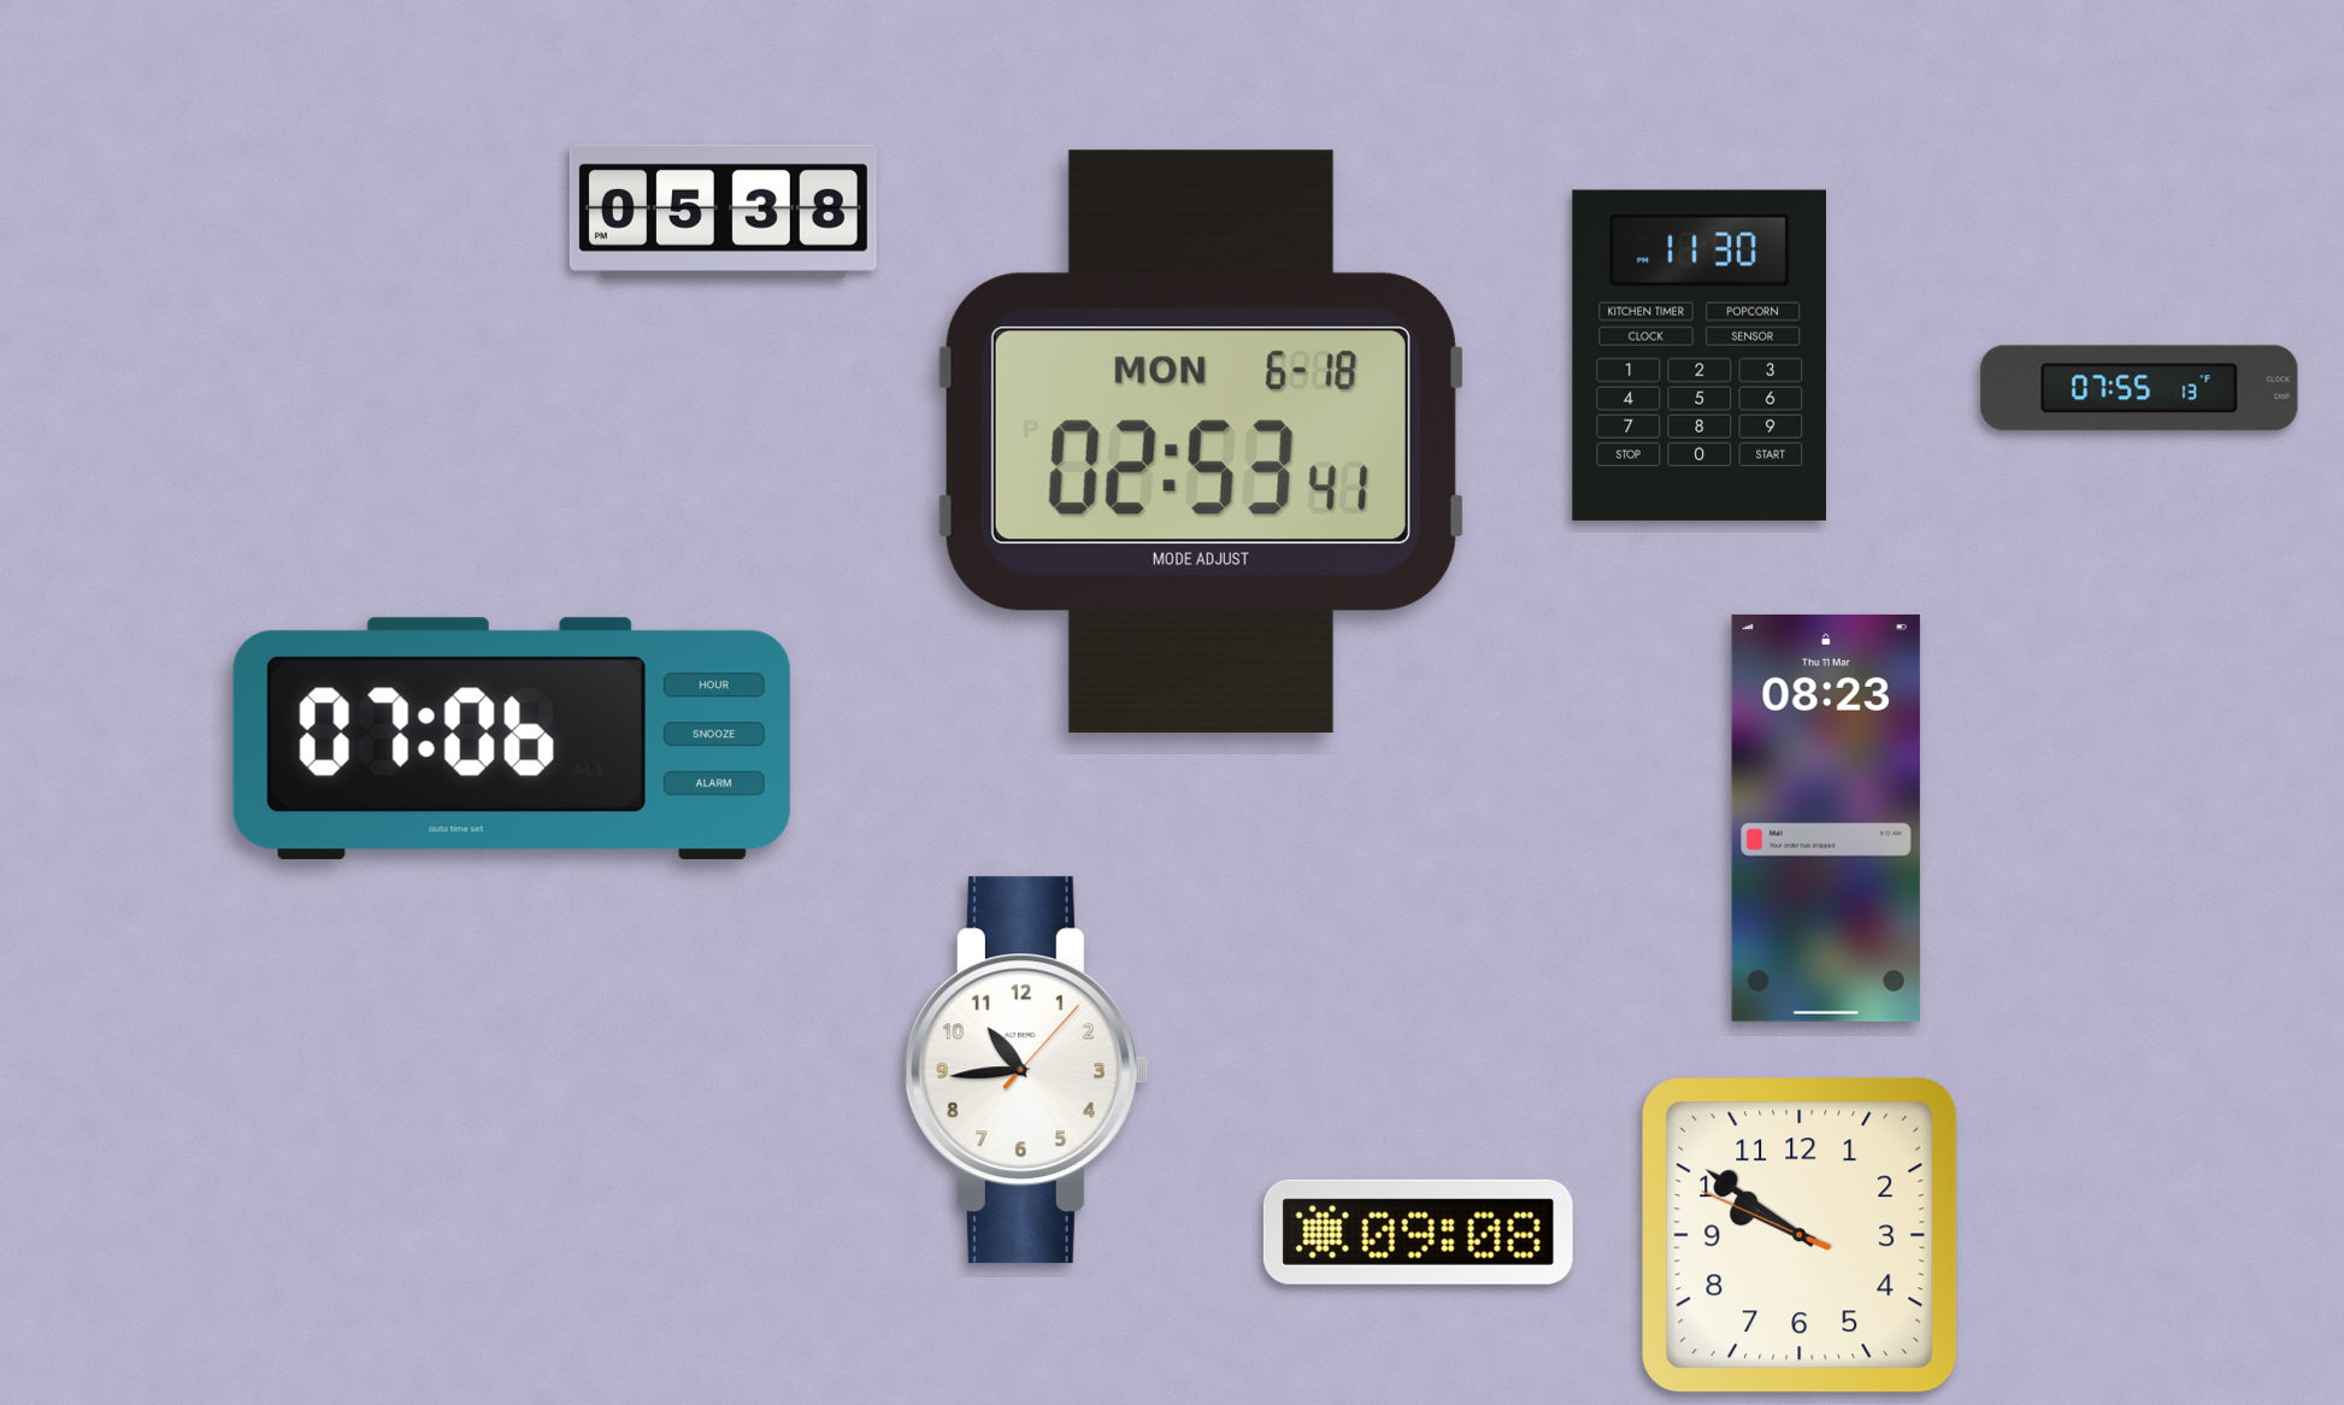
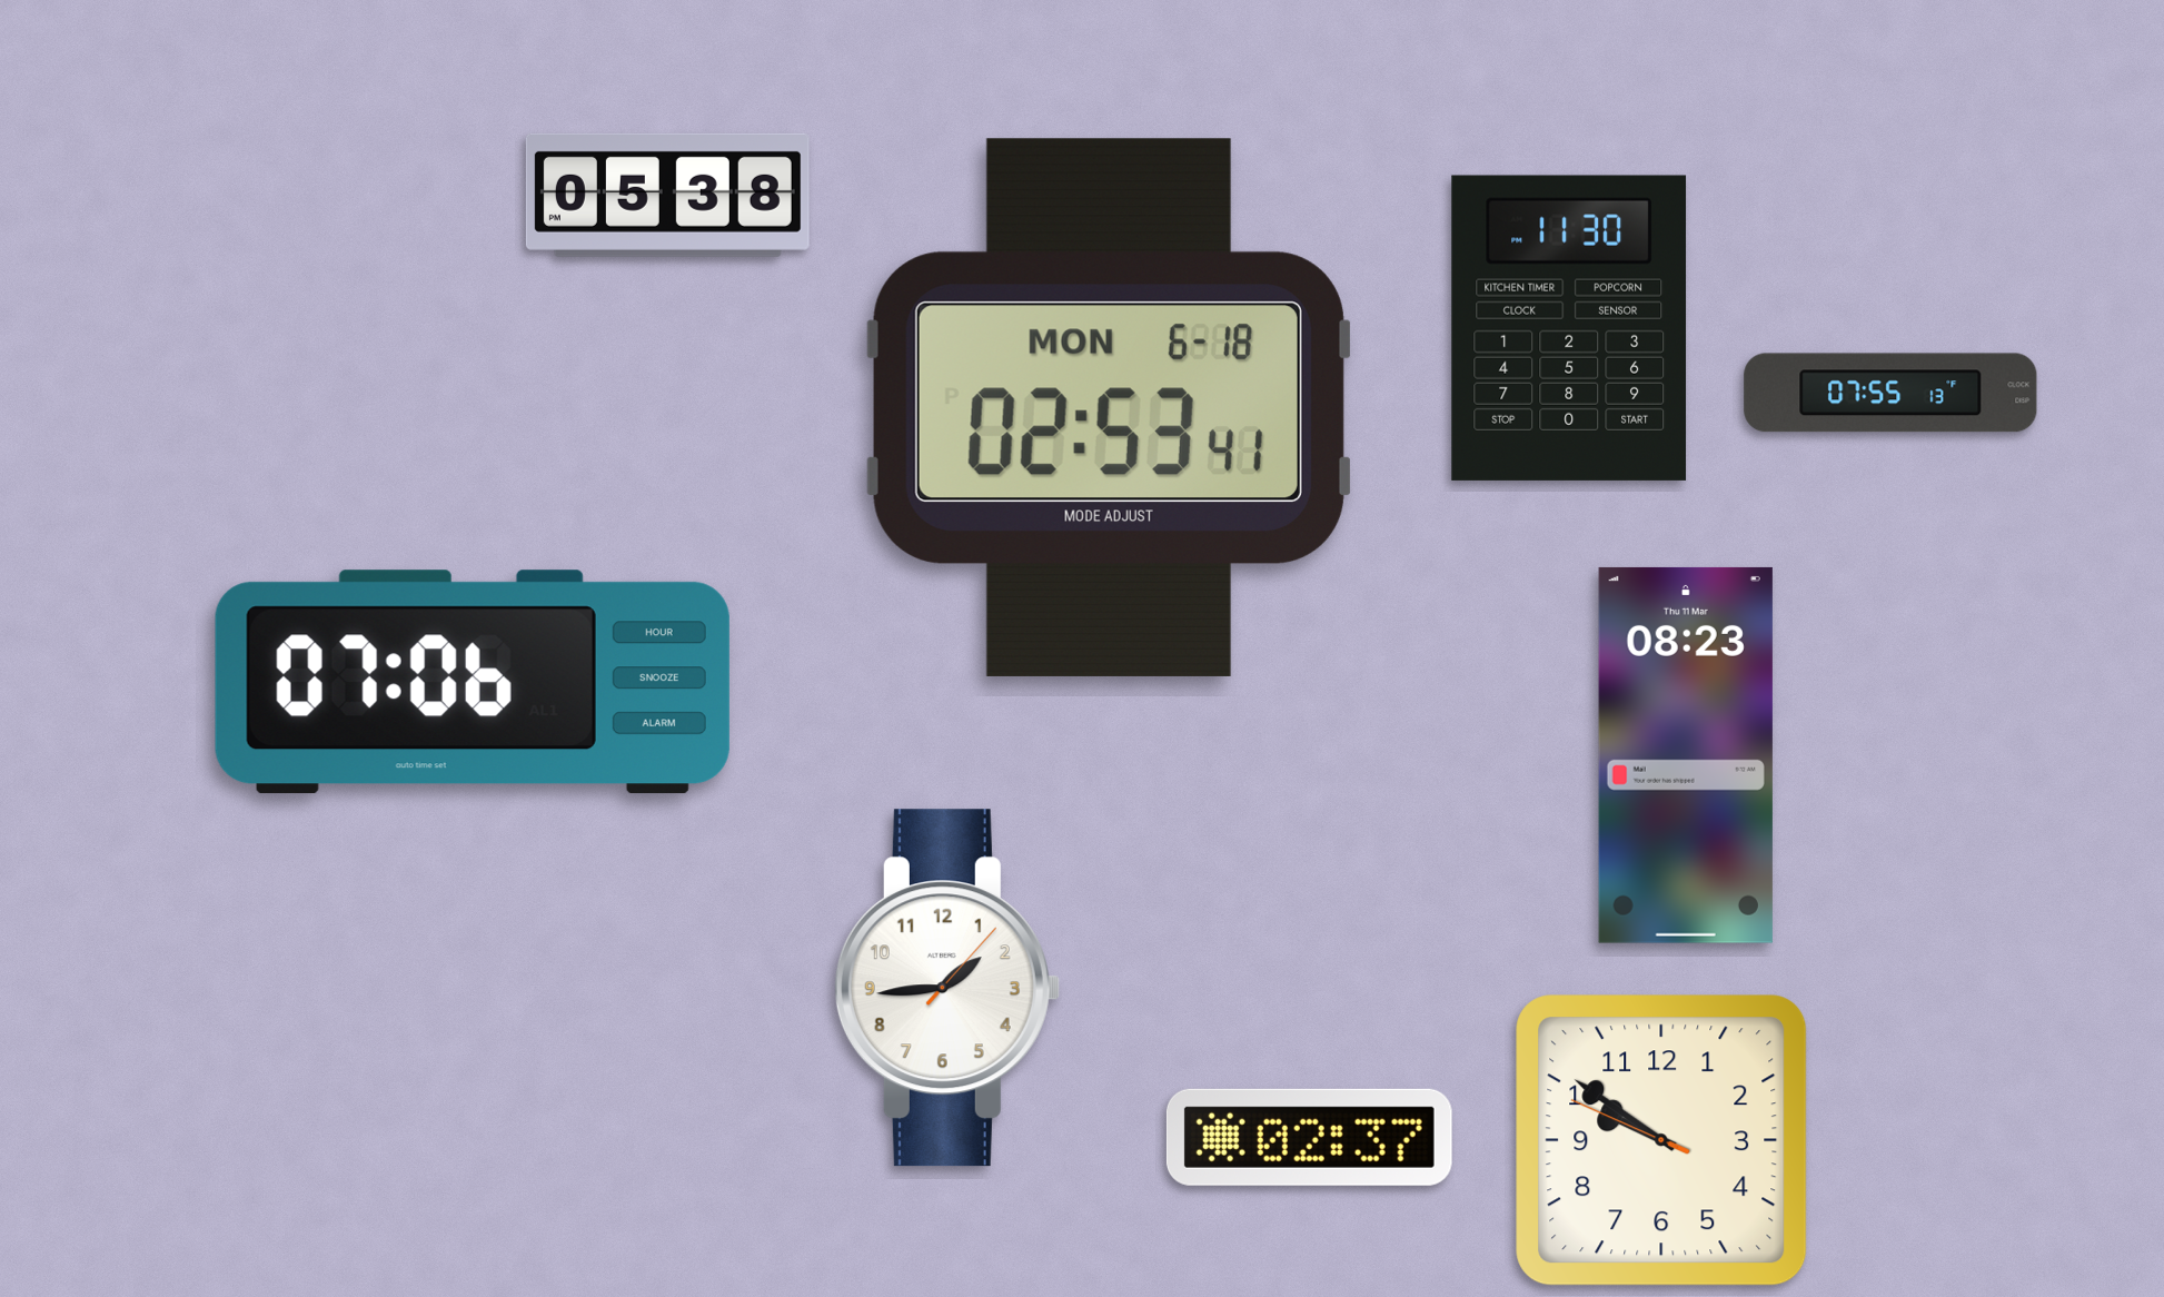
clock at (2139, 388) position: (2139, 388) -> (1890, 393)
clock at (1025, 1070): 10:44 -> 1:44
clock at (1418, 1231): 09:08 -> 02:37
